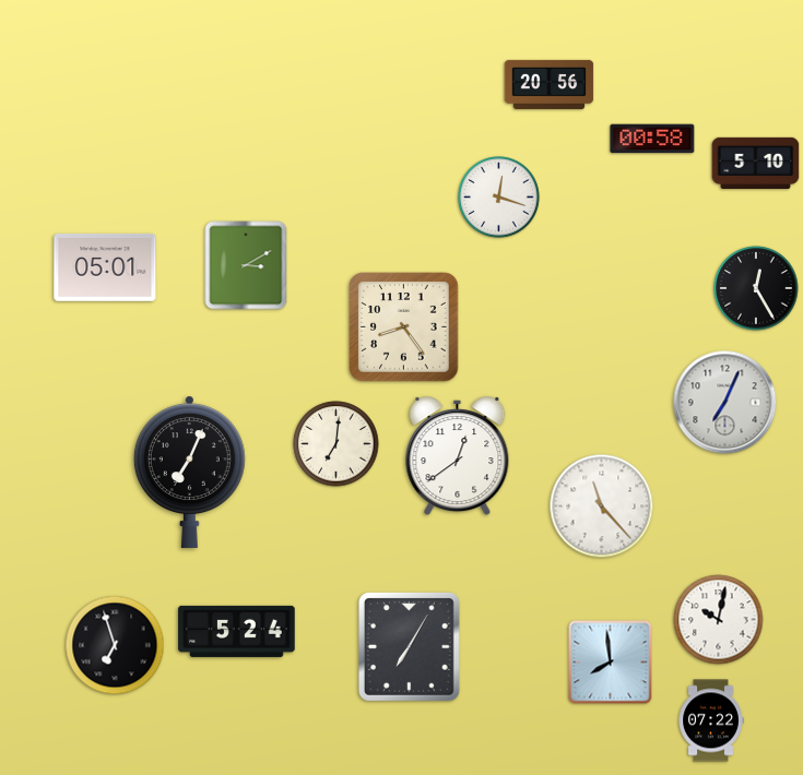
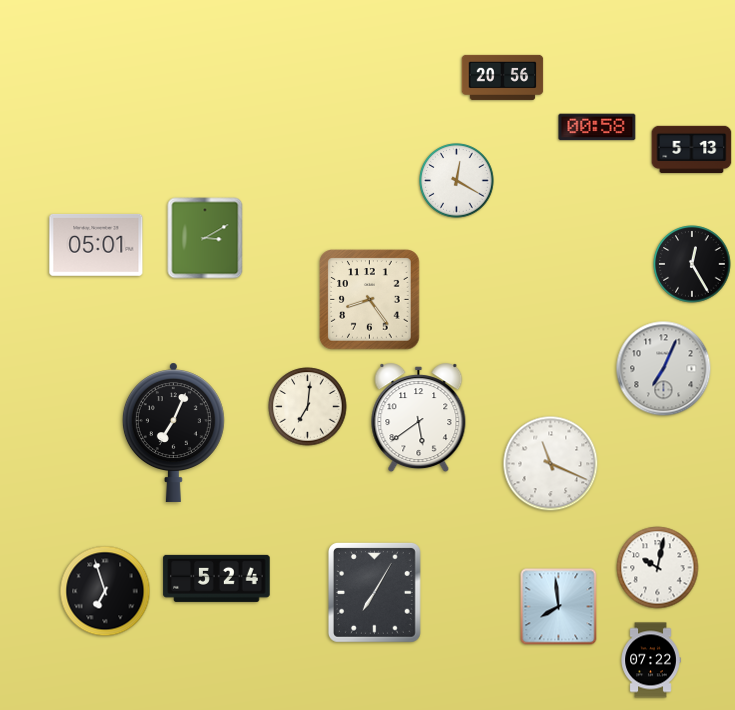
clock at (756, 163): 5:10 -> 5:13
clock at (499, 198): 12:18 -> 12:20
clock at (246, 265) position: (246, 265) -> (205, 238)
clock at (458, 456): 12:39 -> 5:39
clock at (602, 506): 11:23 -> 11:19
